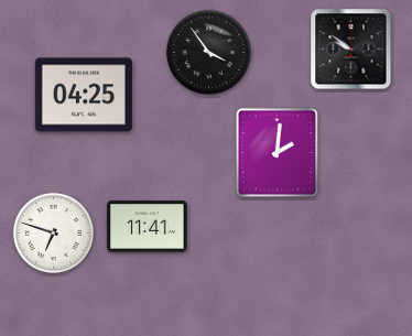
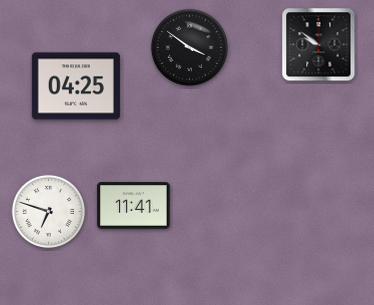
clock at (208, 52): 3:54 -> 3:51
clock at (278, 153): 2:01 -> none
